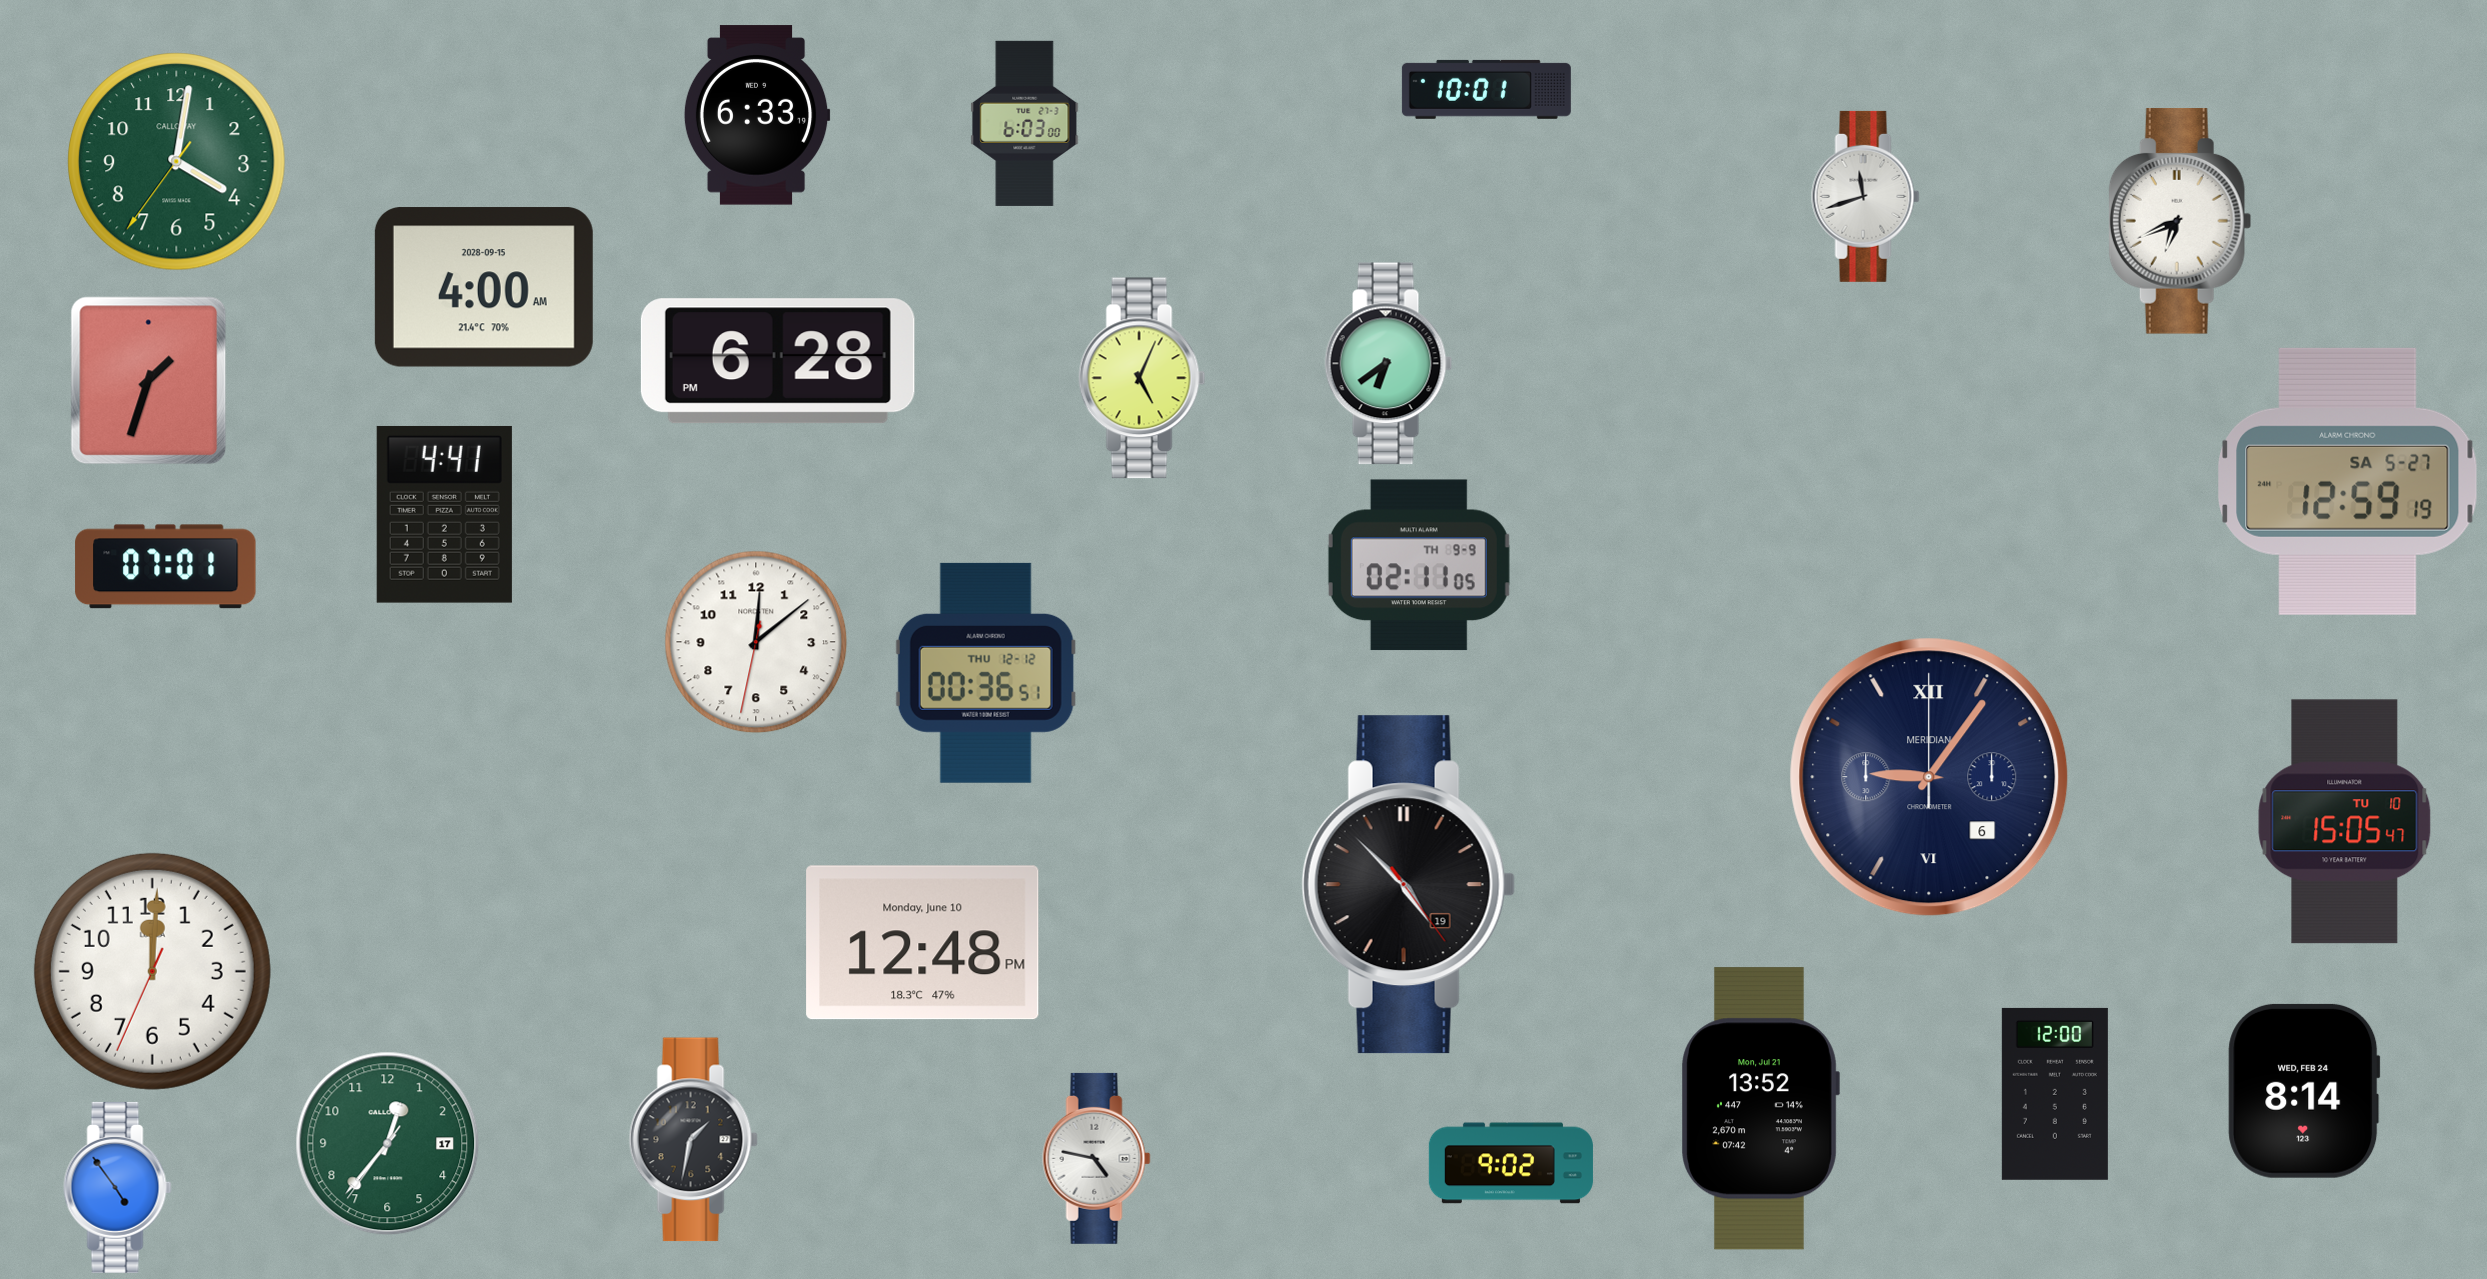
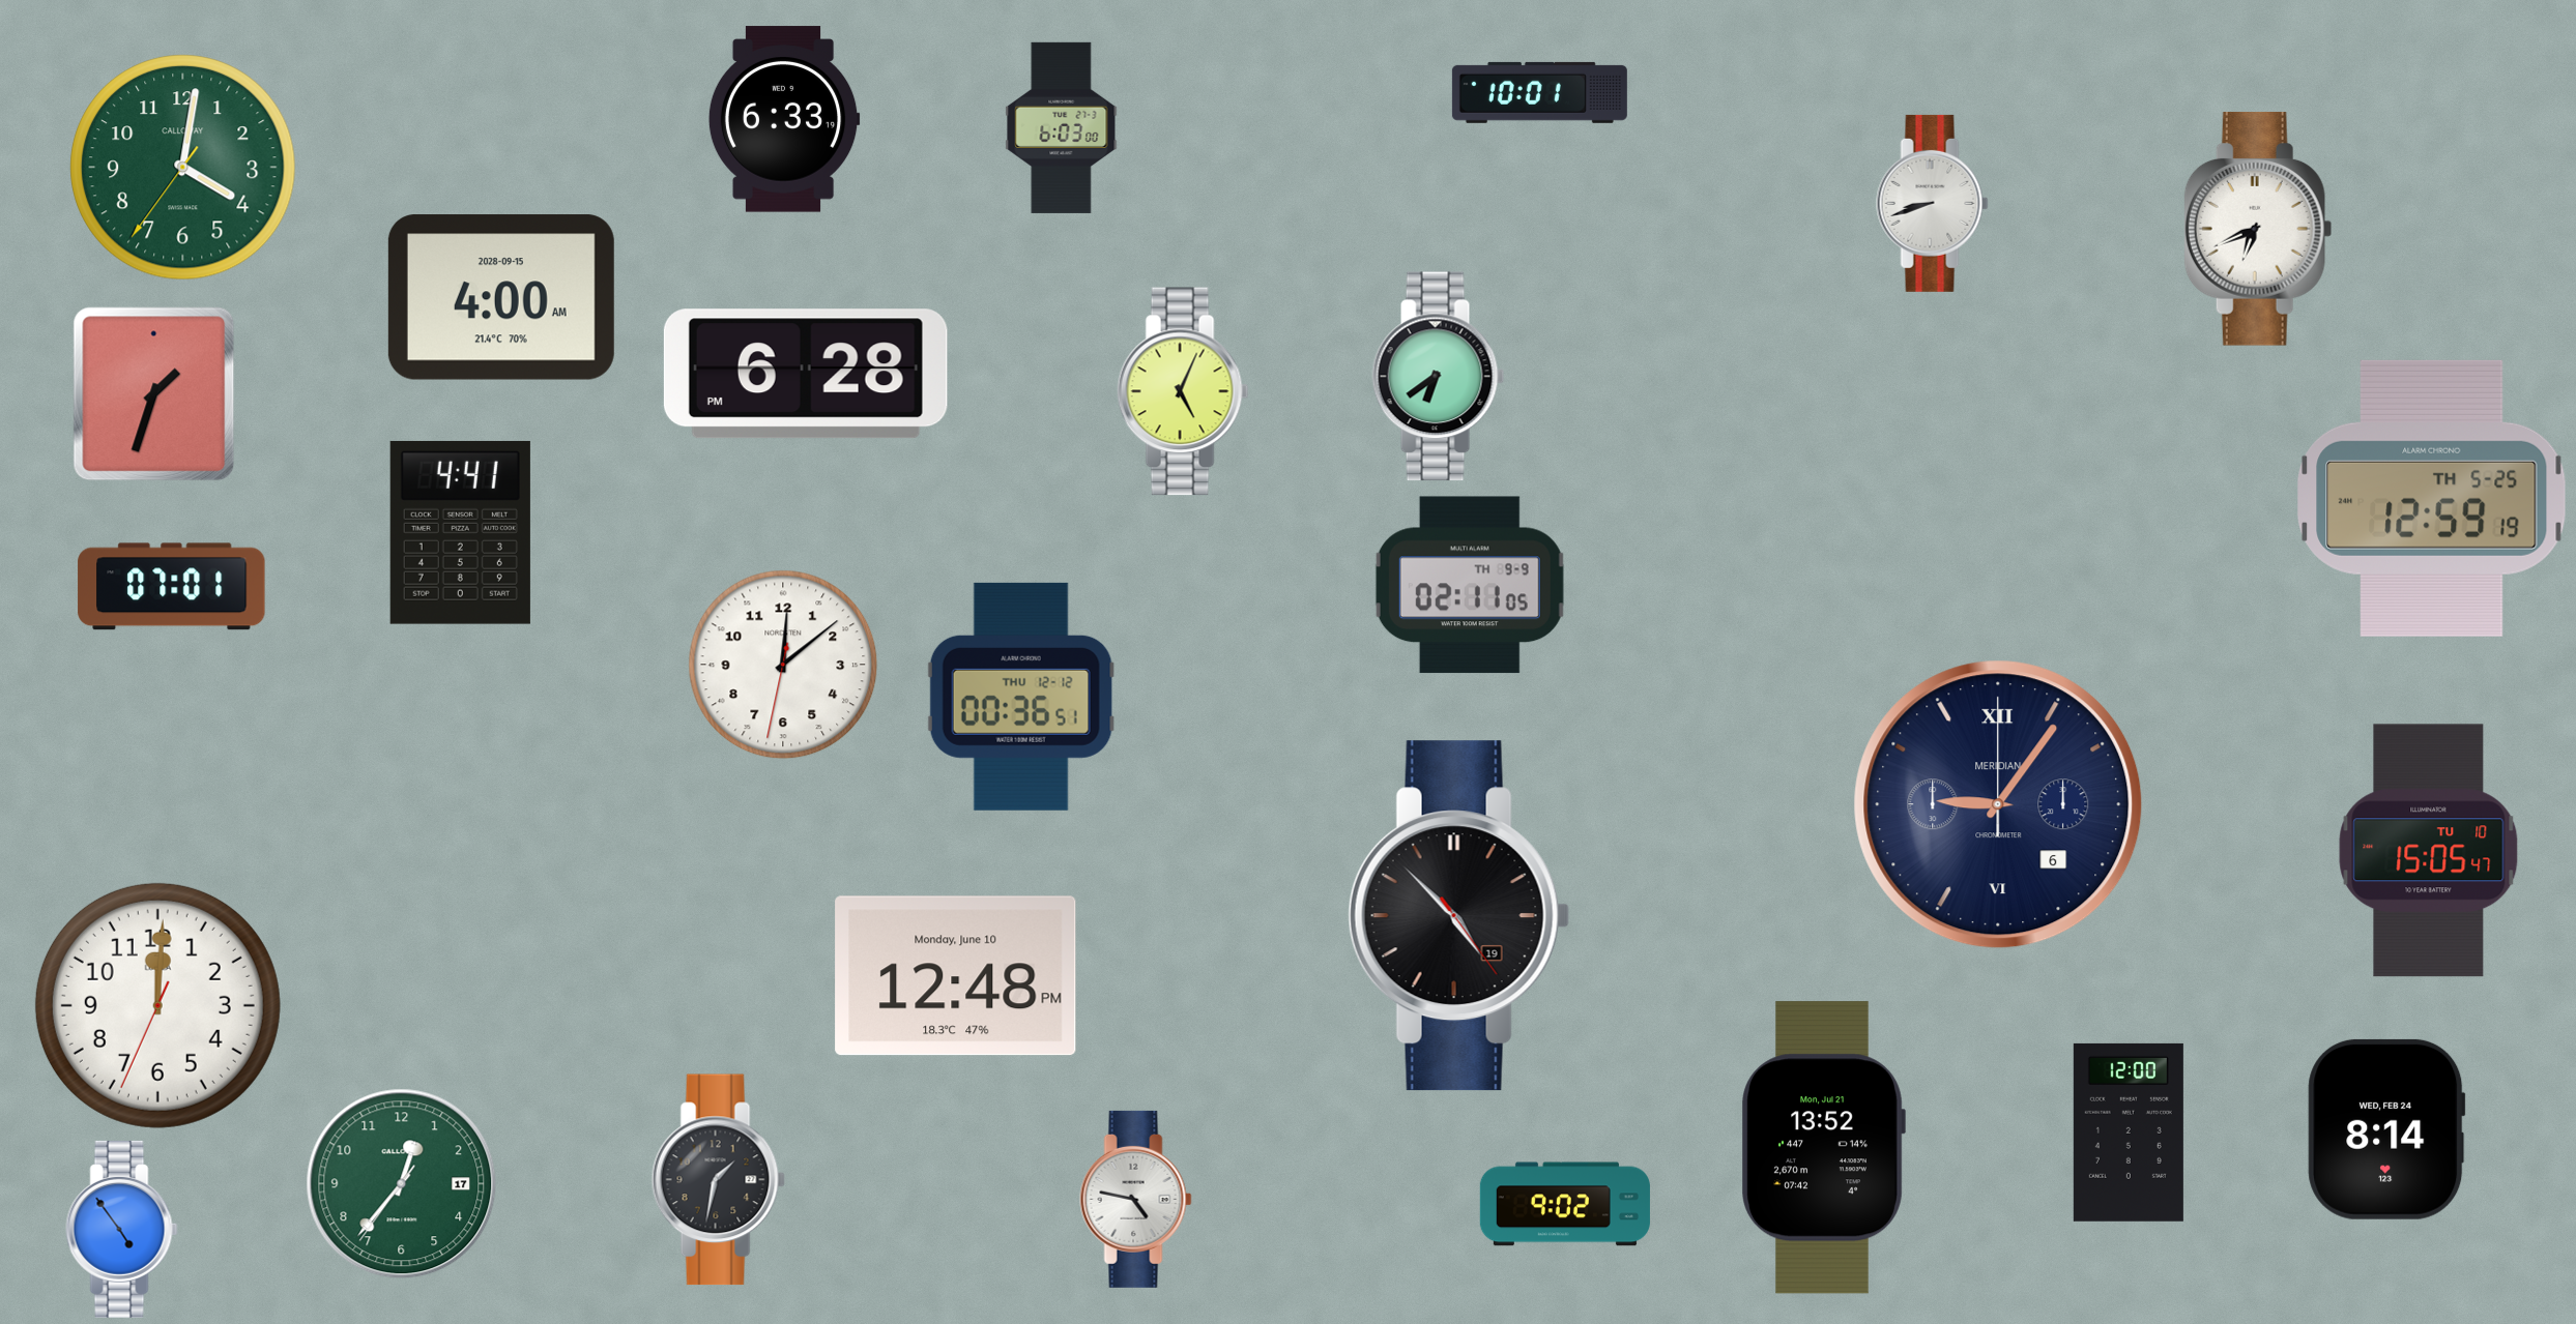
clock at (1866, 196): 11:42 -> 8:42
clock at (2348, 481) date: SA 5-27 -> TH 5-25
